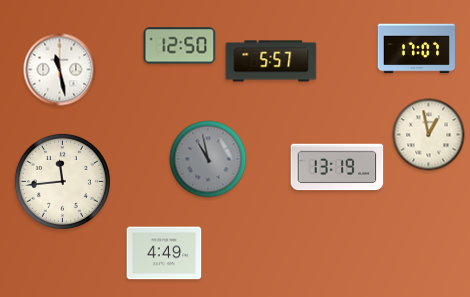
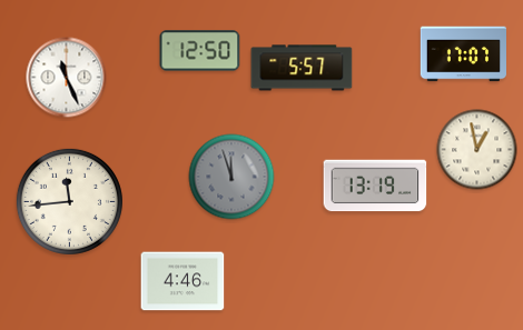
clock at (60, 70): 11:28 -> 11:26
clock at (208, 159): 10:58 -> 11:57
clock at (164, 253): 4:49 -> 4:46
